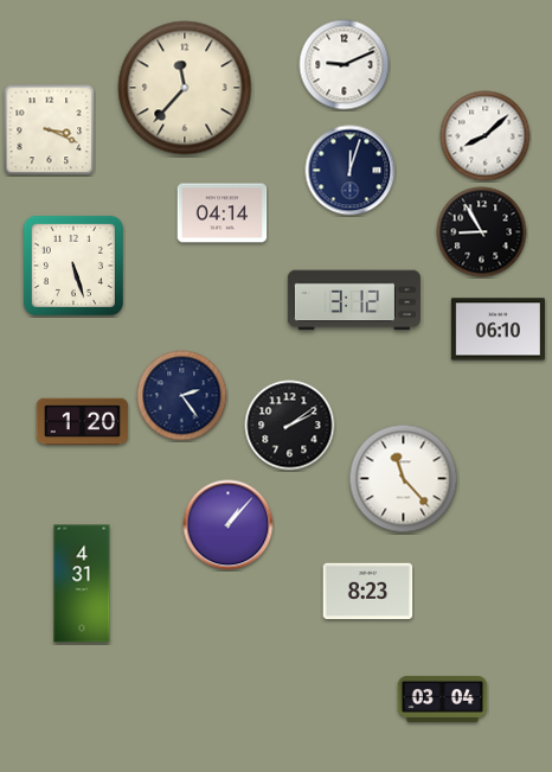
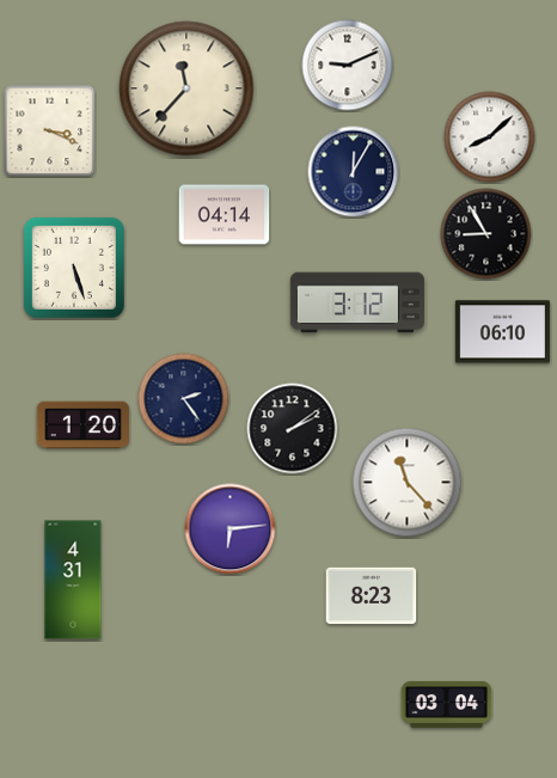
clock at (351, 171): 12:03 -> 12:05
clock at (229, 525): 1:07 -> 6:14
clock at (82, 583) position: (82, 583) -> (73, 580)
